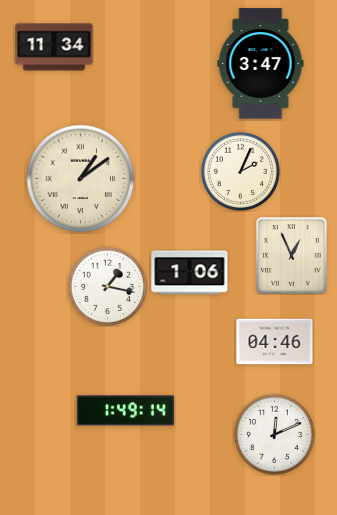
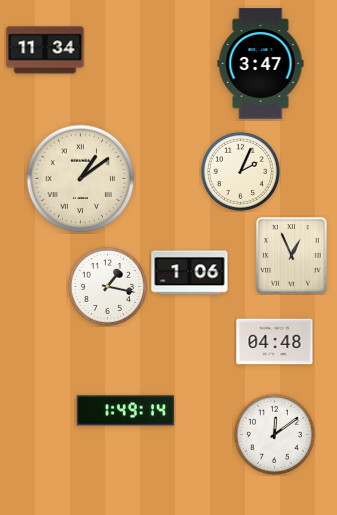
clock at (54, 47) position: (54, 47) -> (45, 50)
clock at (275, 342): 04:46 -> 04:48
clock at (274, 434): 12:11 -> 12:09
